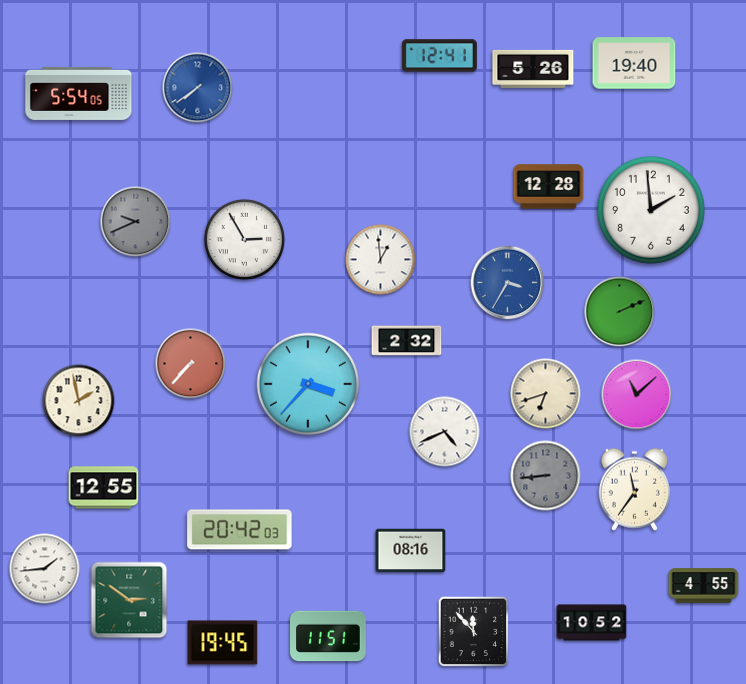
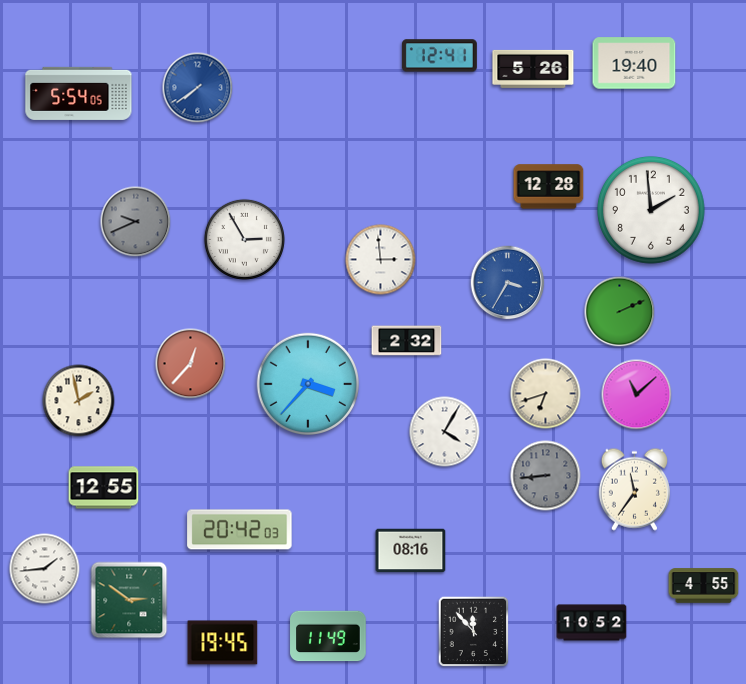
clock at (381, 260): 12:59 -> 2:59
clock at (191, 364): 7:37 -> 12:37
clock at (445, 432): 4:41 -> 4:05
clock at (328, 636): 11:51 -> 11:49
